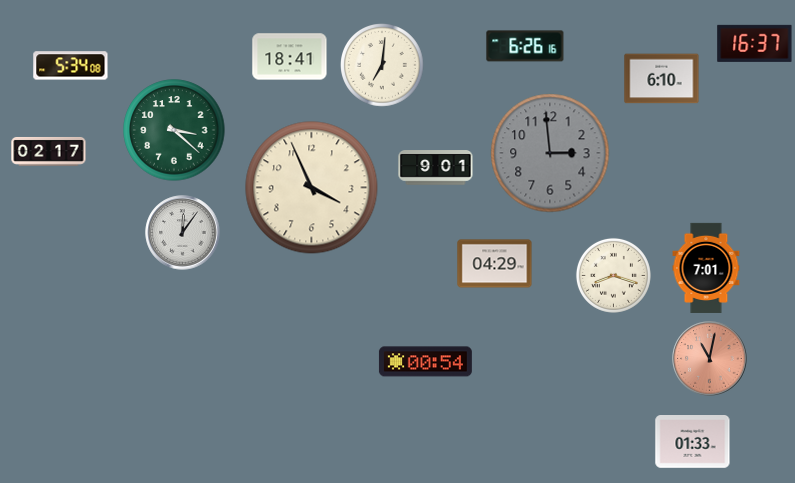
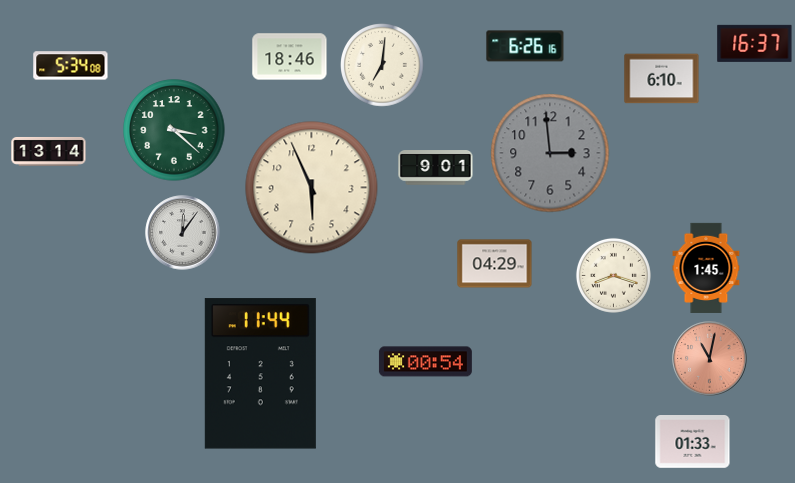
clock at (290, 57): 18:41 -> 18:46
clock at (49, 151): 02:17 -> 13:14
clock at (312, 188): 3:56 -> 5:56
clock at (706, 267): 7:01 -> 1:45
clock at (260, 374): none -> 11:44
